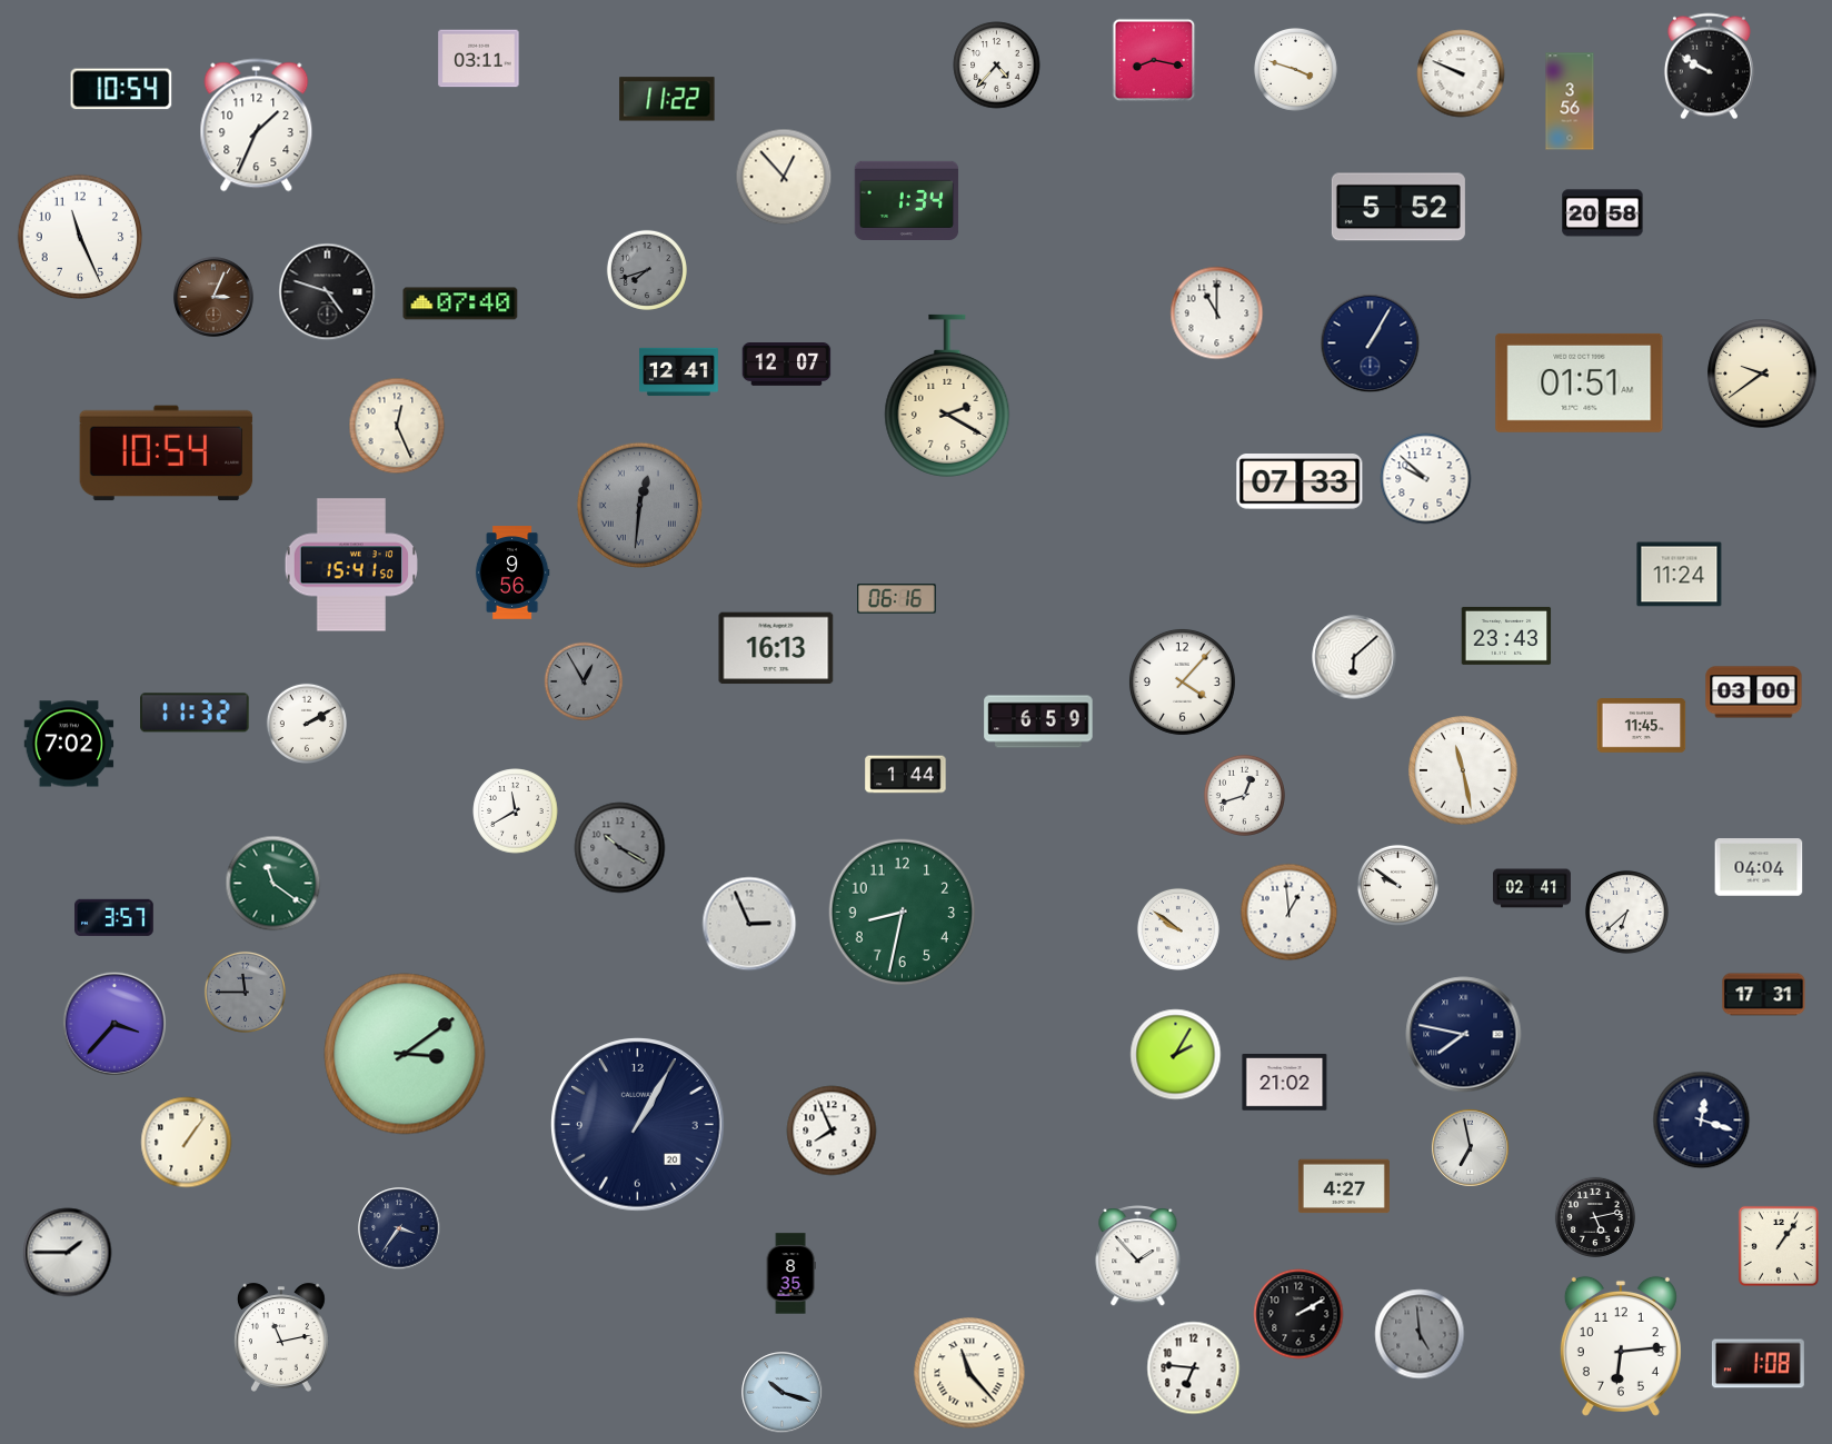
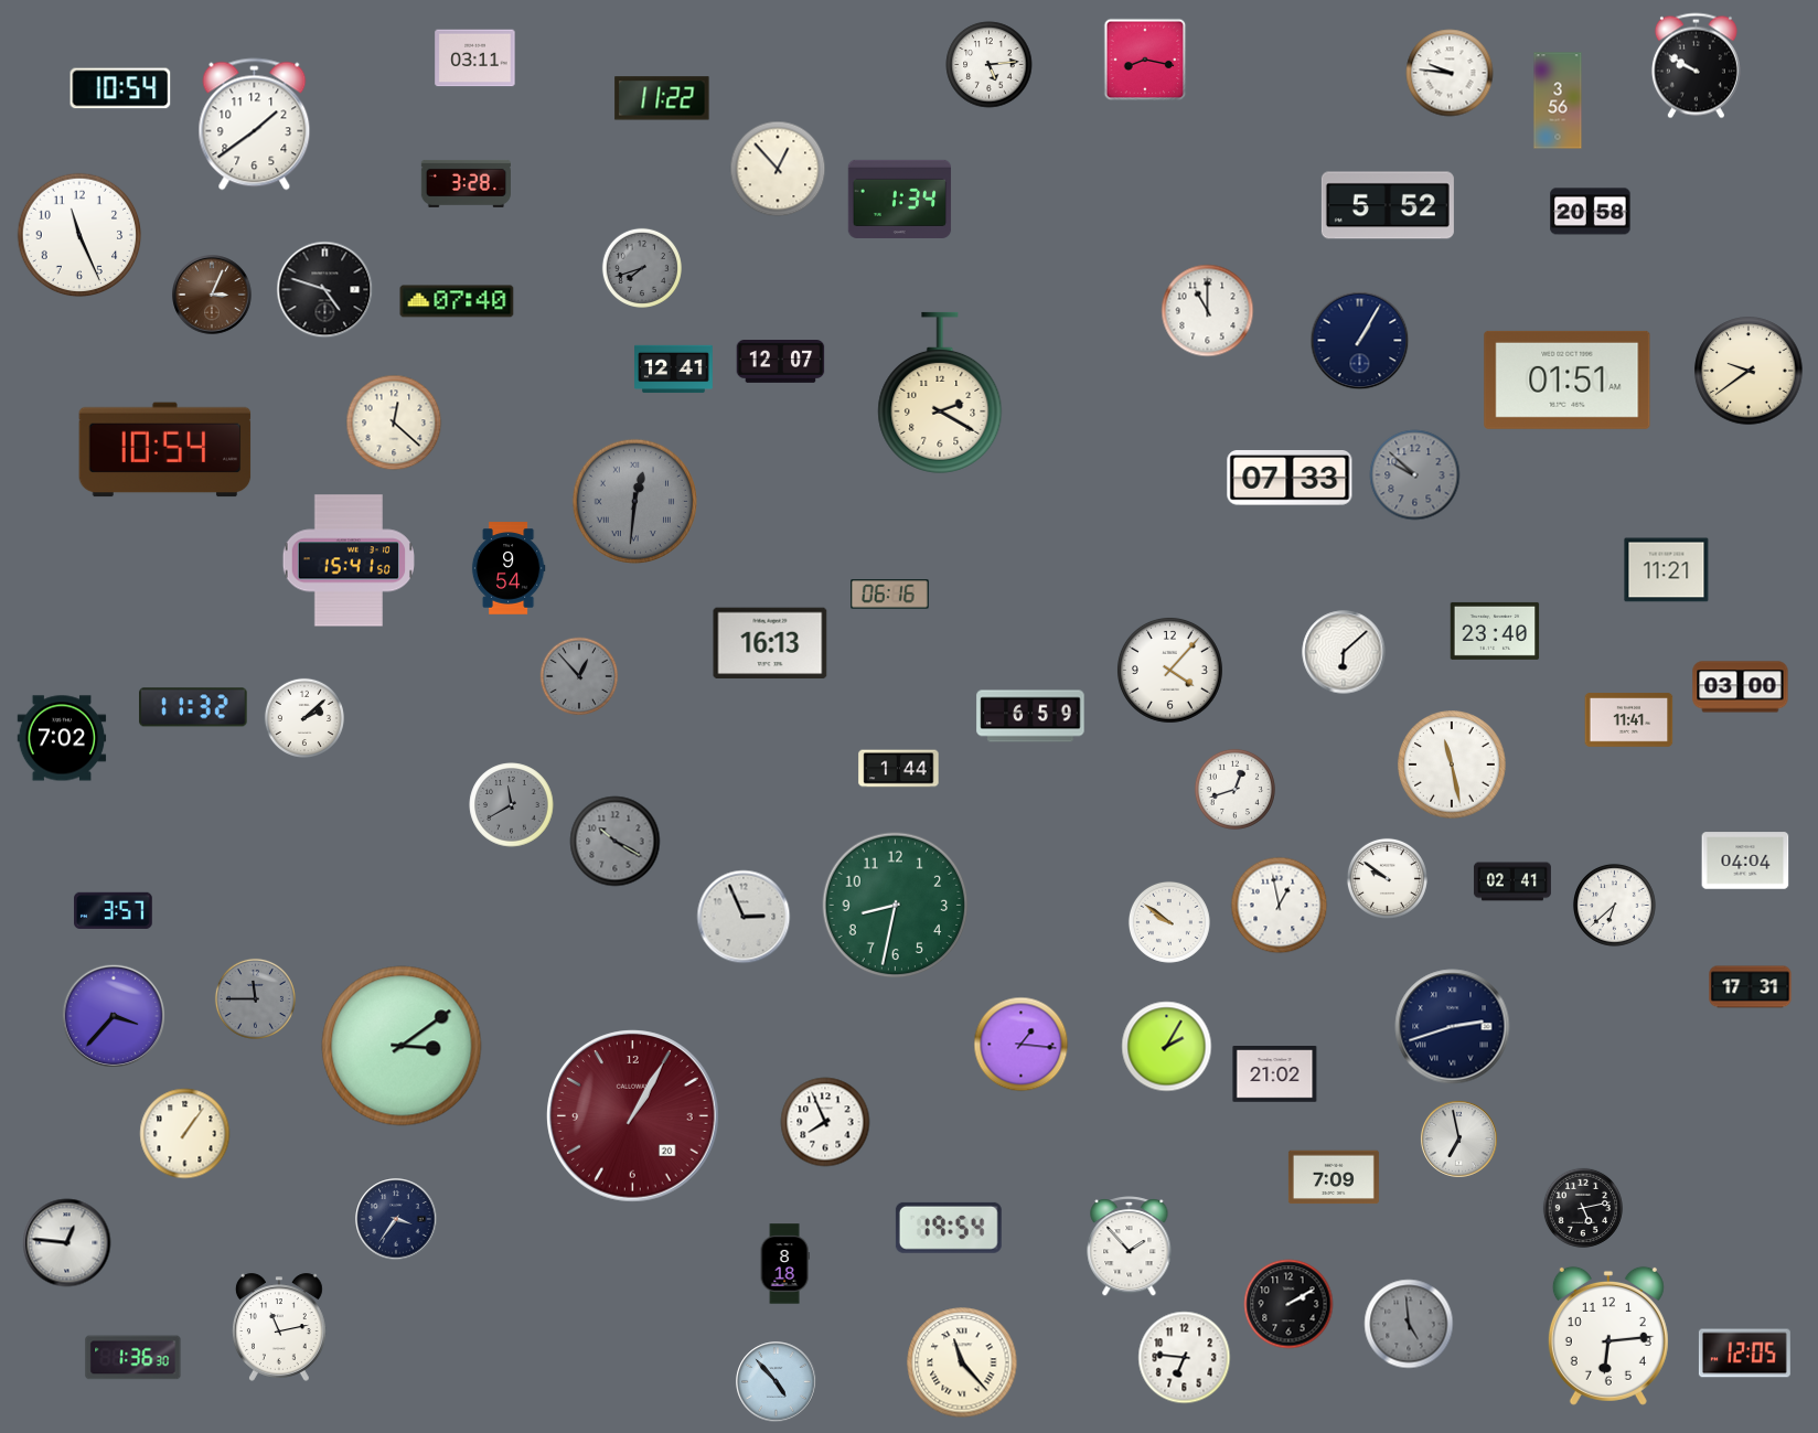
clock at (997, 66): 4:37 -> 5:14
clock at (1296, 70): 3:48 -> none
clock at (1461, 73): 9:49 -> 9:46
clock at (257, 126): 1:34 -> 1:39
clock at (784, 177) position: (784, 177) -> (778, 169)
clock at (466, 183): none -> 3:28
clock at (397, 426): 12:26 -> 12:22
clock at (1426, 479) dial: white -> grey
clock at (512, 572): 9:56 -> 9:54
clock at (1680, 575): 11:24 -> 11:21
clock at (1506, 636): 23:43 -> 23:40
clock at (584, 681): 12:55 -> 12:53
clock at (1182, 681) position: (1182, 681) -> (1169, 670)
clock at (307, 724): 2:10 -> 2:08
clock at (1642, 726): 11:45 -> 11:41
clock at (69, 744) position: (69, 744) -> (62, 738)
clock at (516, 811) dial: white -> grey
clock at (273, 884): 11:21 -> none
clock at (1532, 888) position: (1532, 888) -> (1512, 881)
clock at (1290, 913): 12:59 -> 12:58
clock at (245, 992) position: (245, 992) -> (255, 998)
clock at (1464, 1035): 7:47 -> 2:42
clock at (1022, 1045): none -> 1:16
clock at (1702, 1121): 12:18 -> none
clock at (638, 1125) dial: navy -> burgundy
clock at (1344, 1186): 4:27 -> 7:09
clock at (949, 1228): none -> 19:54
clock at (1779, 1246): 1:06 -> none
clock at (68, 1253): 1:45 -> 12:46
clock at (790, 1274): 8:35 -> 8:18
clock at (1758, 1364): 1:08 -> 12:05
clock at (133, 1358): none -> 1:36
clock at (783, 1393): 10:18 -> 4:53
